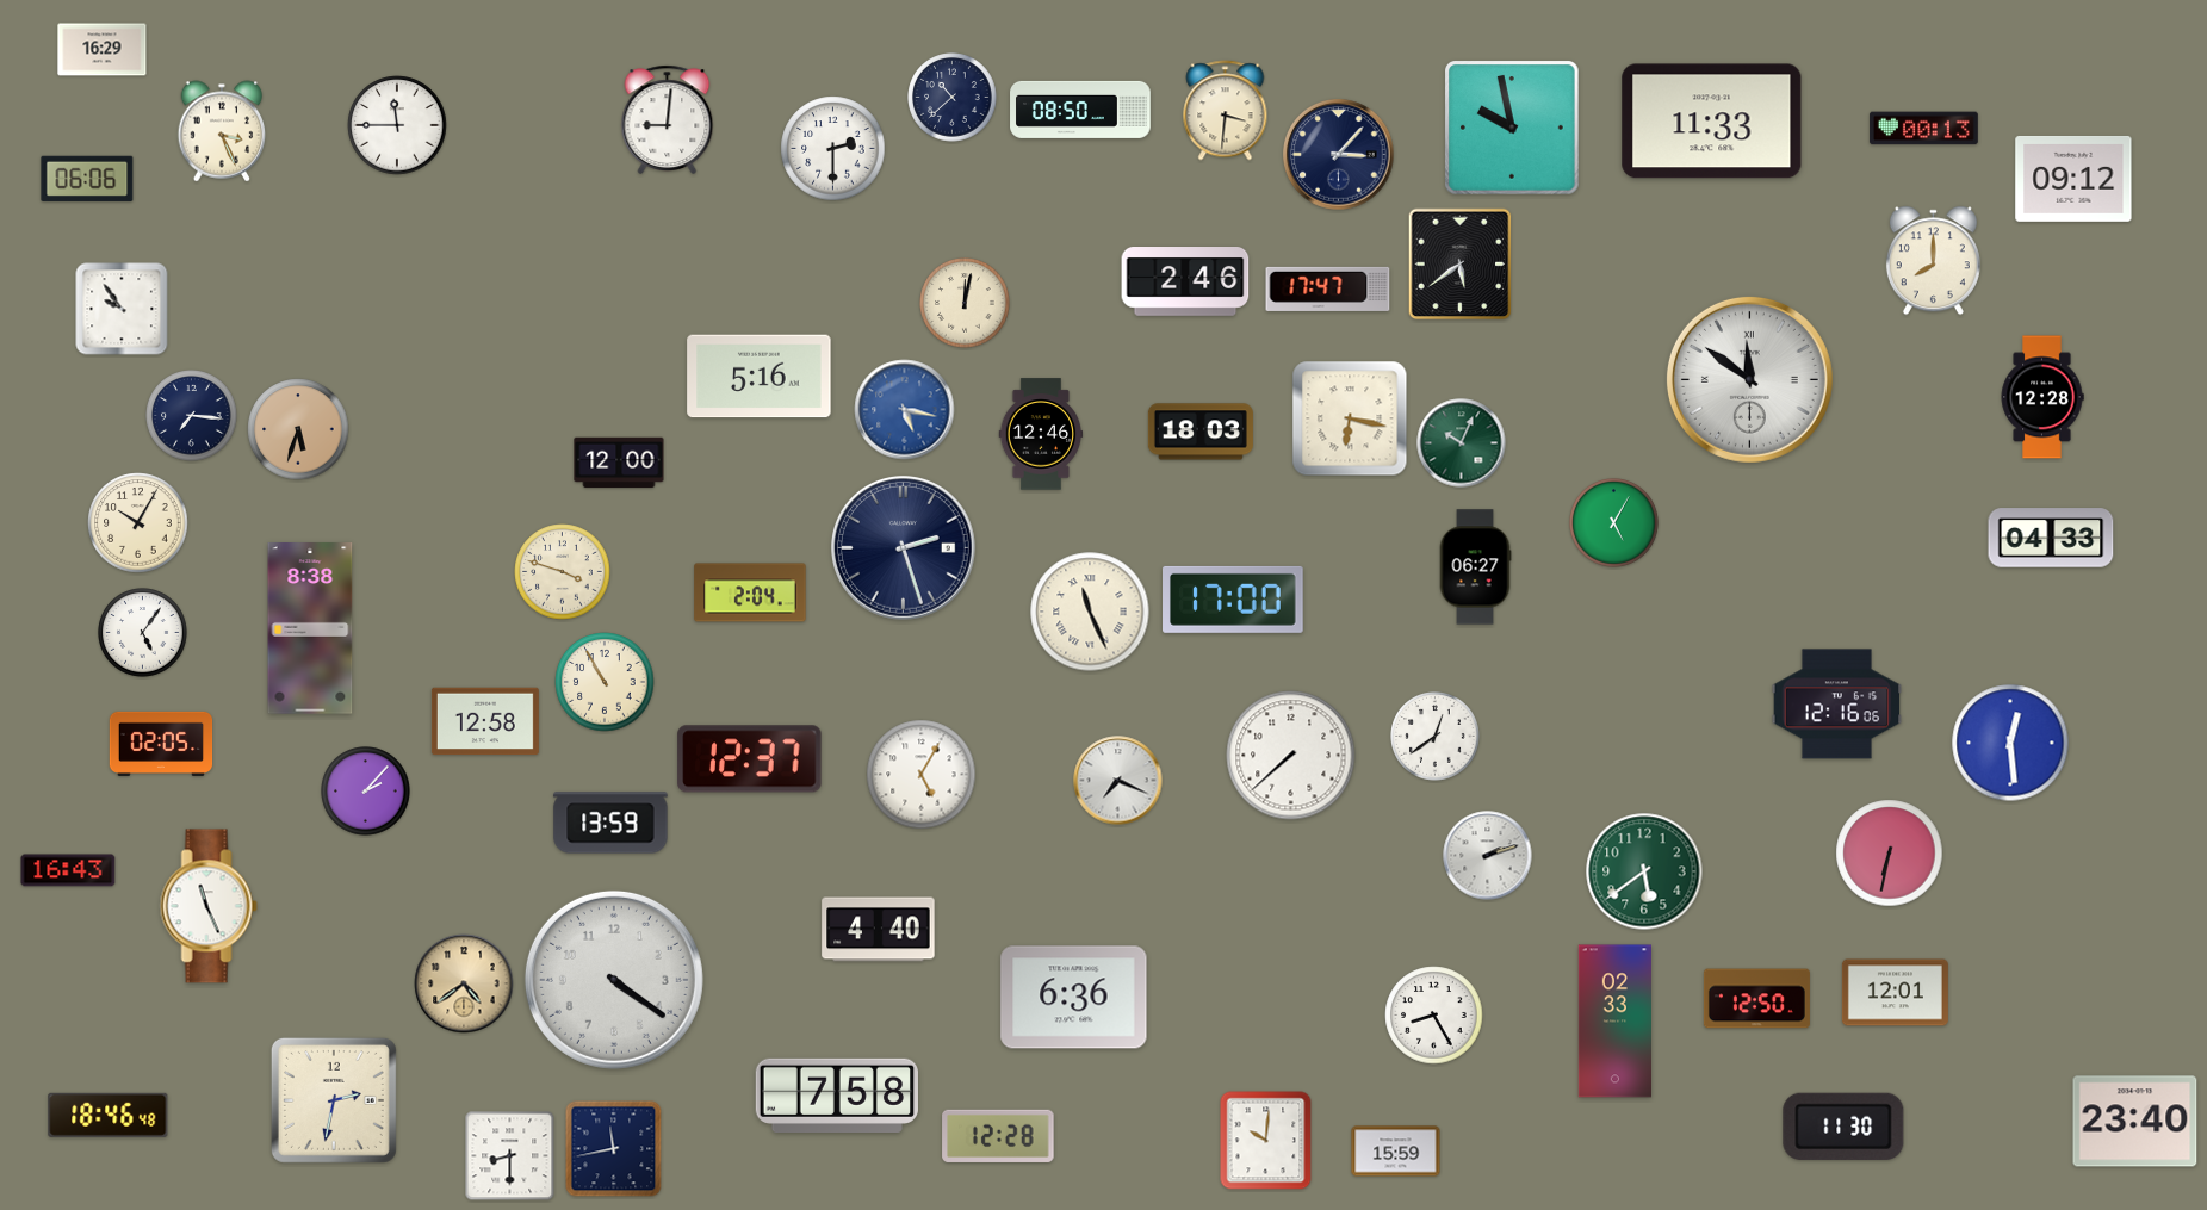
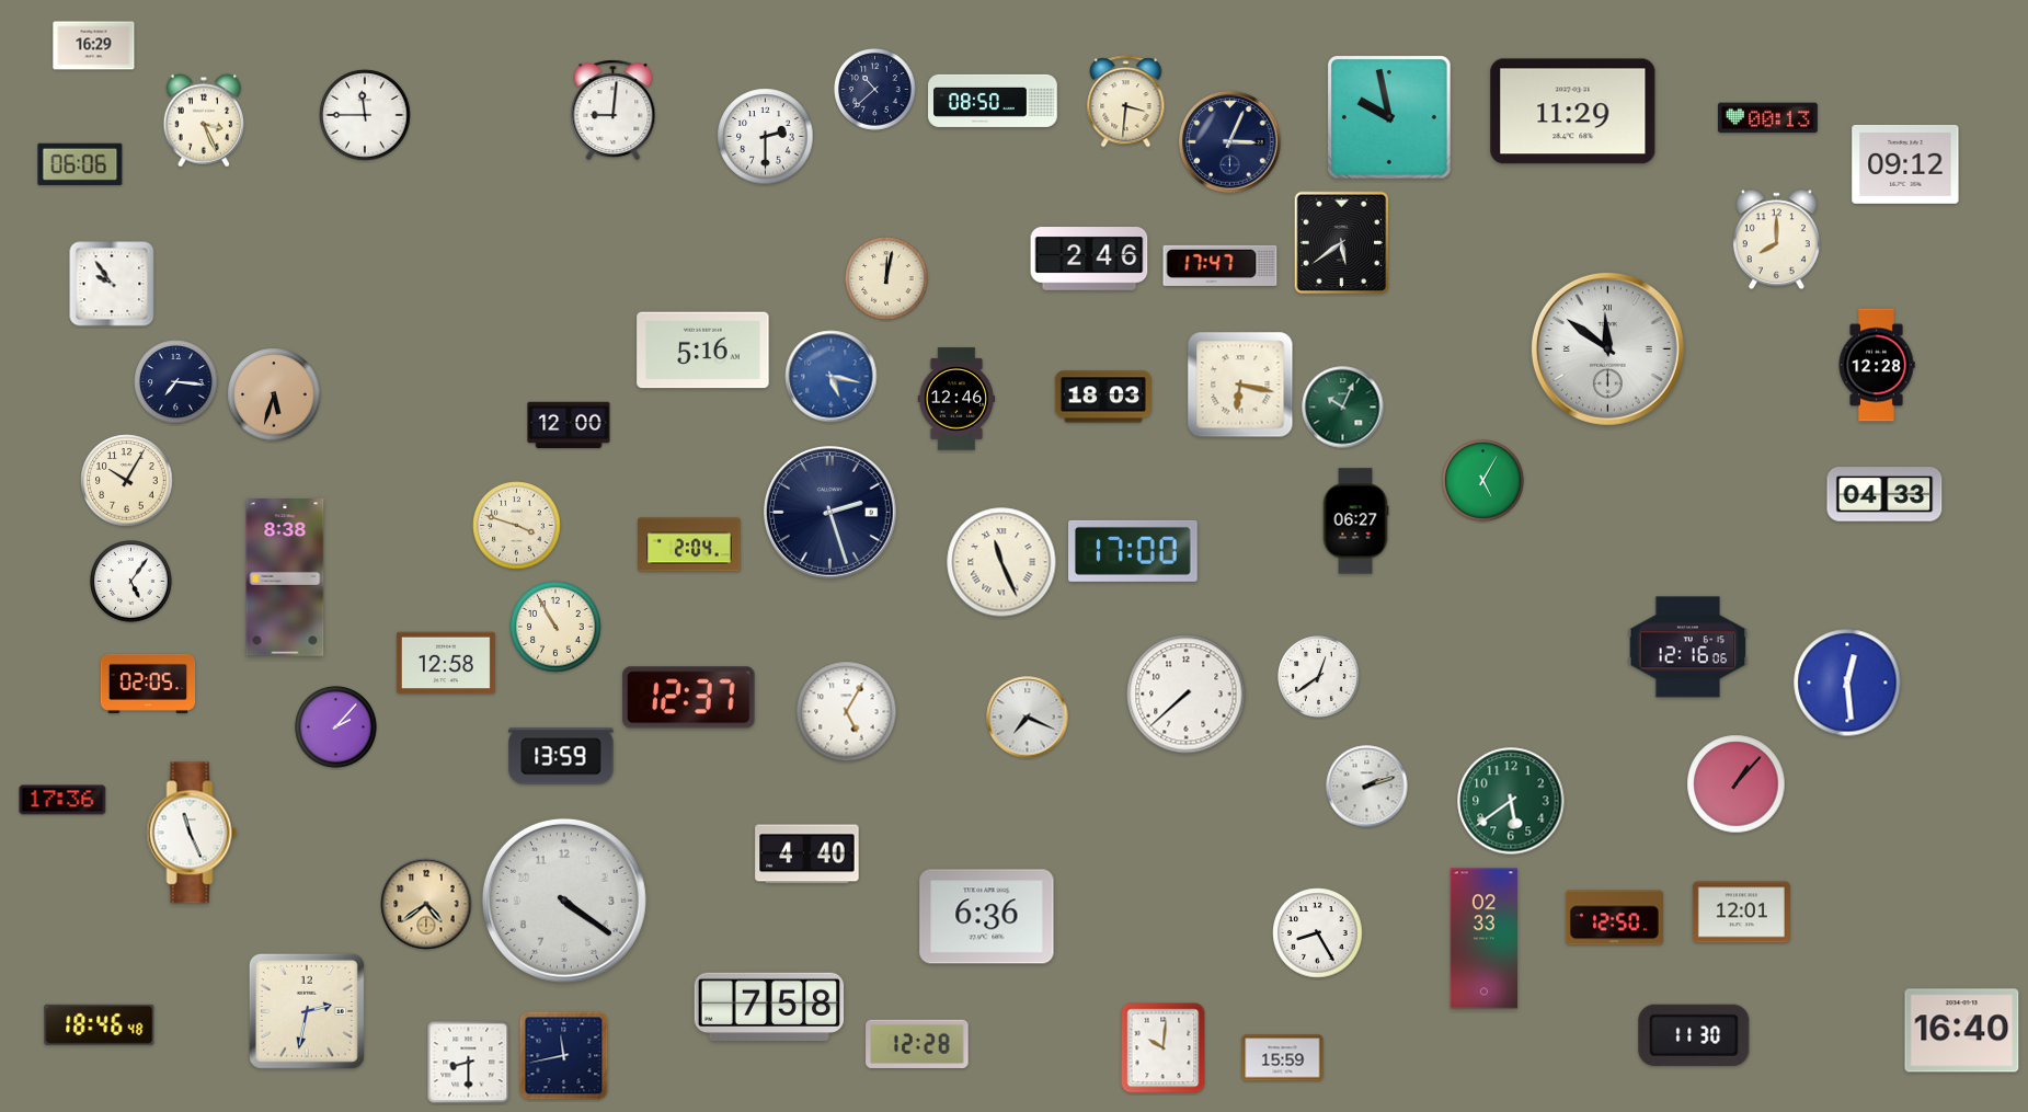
clock at (1712, 122): 11:33 -> 11:29
clock at (1339, 155): 3:07 -> 3:04
clock at (760, 377) position: (760, 377) -> (703, 351)
clock at (904, 548) position: (904, 548) -> (830, 513)
clock at (1890, 854): 6:32 -> 1:07
clock at (68, 870): 16:43 -> 17:36
clock at (2135, 1122): 23:40 -> 16:40
